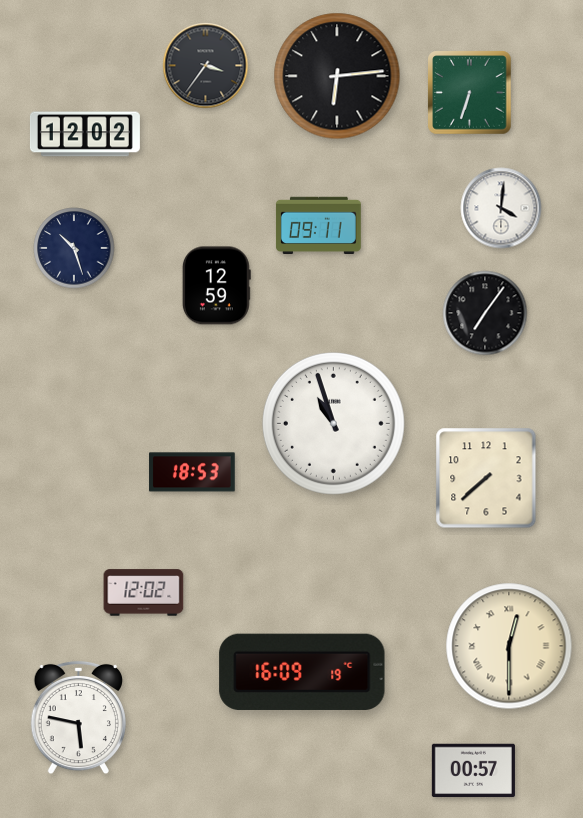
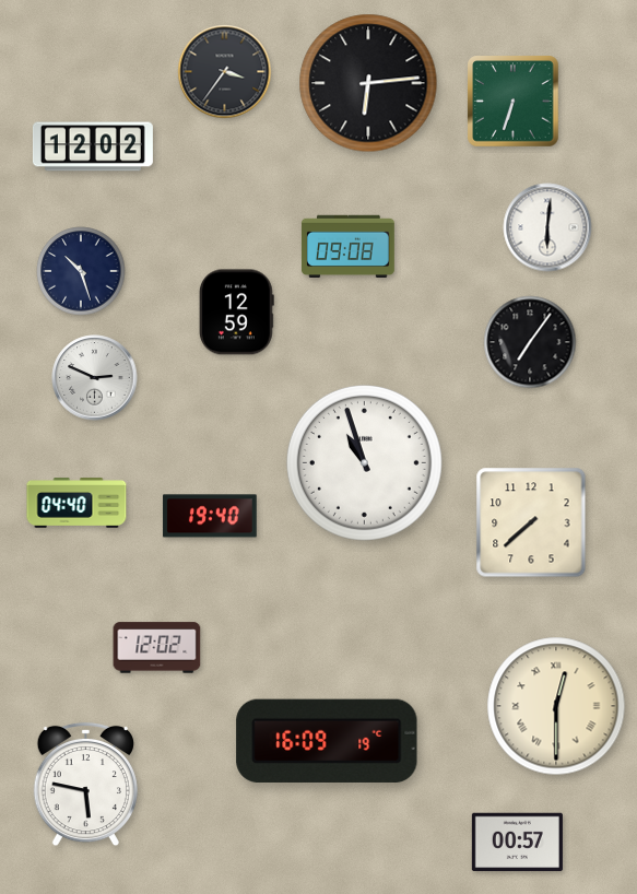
clock at (501, 208): 4:01 -> 6:01
clock at (318, 226): 09:11 -> 09:08
clock at (95, 378): none -> 2:49
clock at (76, 503): none -> 04:40
clock at (192, 472): 18:53 -> 19:40
clock at (302, 672) position: (302, 672) -> (327, 741)
